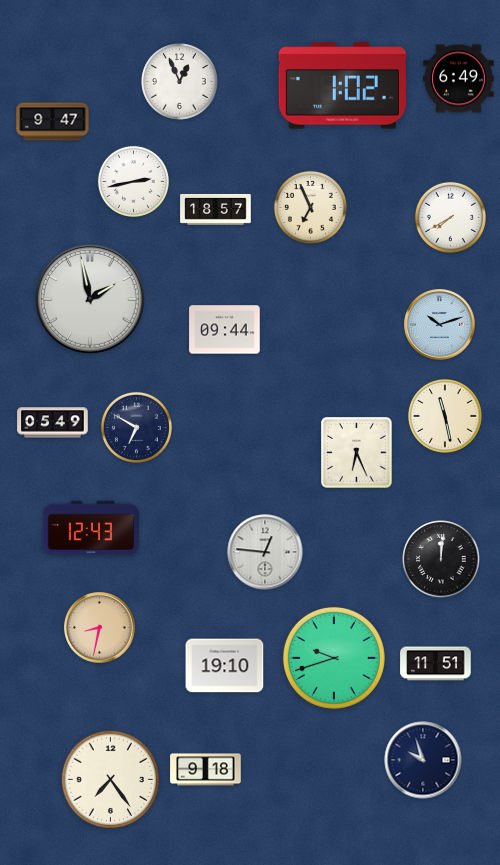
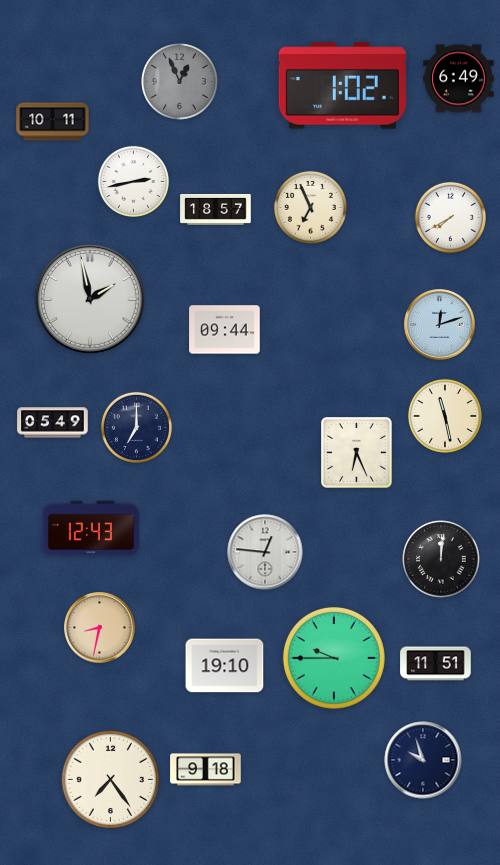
clock at (180, 82) dial: white -> grey
clock at (53, 122): 9:47 -> 10:11
clock at (440, 325): 10:12 -> 12:12
clock at (136, 427): 6:50 -> 7:00
clock at (334, 658): 9:42 -> 9:45
